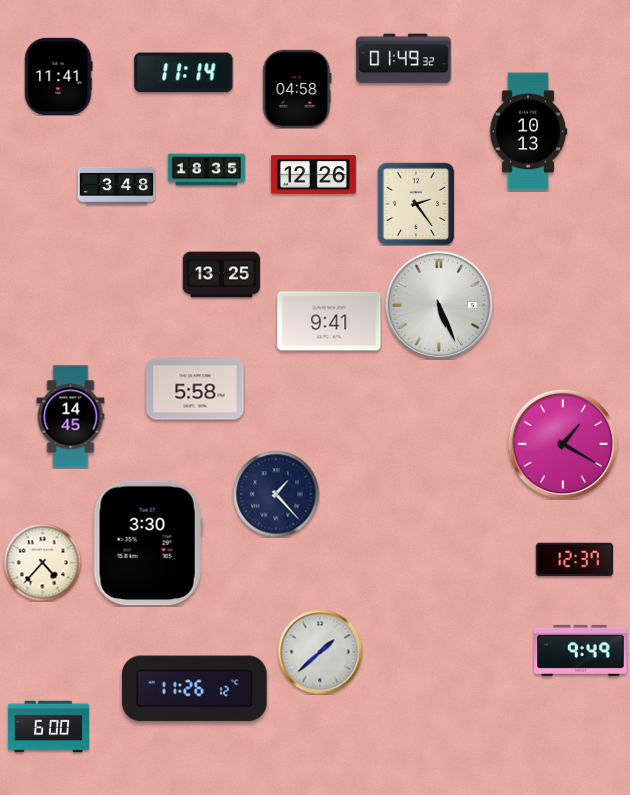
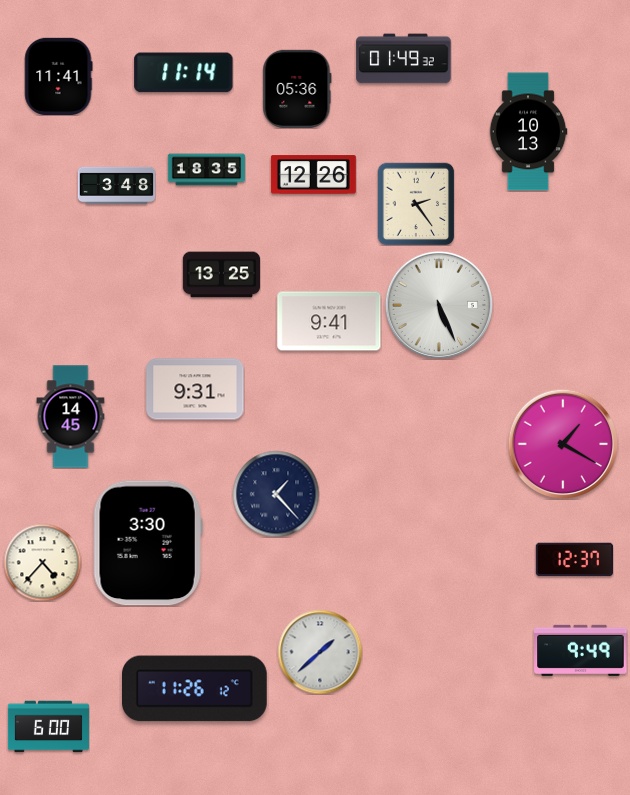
clock at (297, 89): 04:58 -> 05:36
clock at (195, 389): 5:58 -> 9:31
